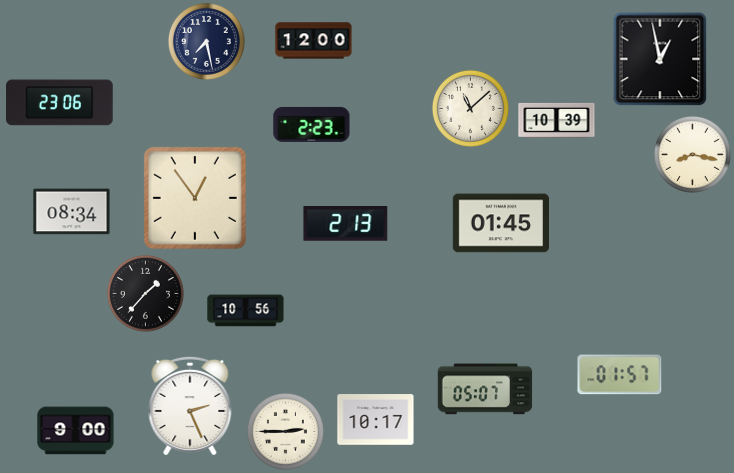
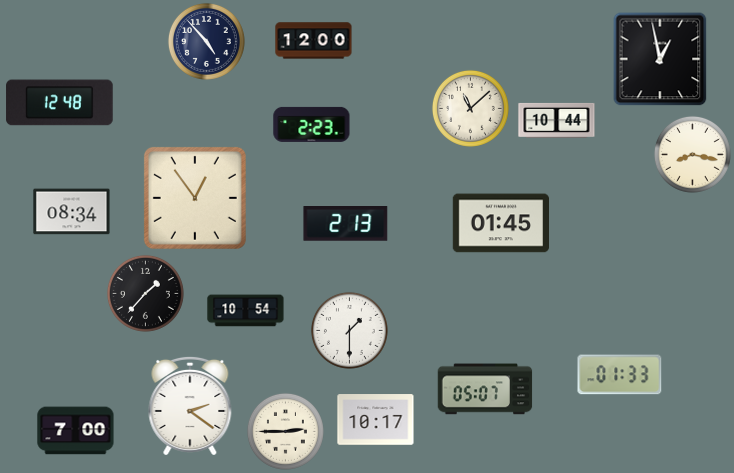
clock at (206, 41): 7:28 -> 4:53
clock at (60, 103): 23:06 -> 12:48
clock at (557, 120): 10:39 -> 10:44
clock at (246, 311): 10:56 -> 10:54
clock at (349, 330): none -> 1:30
clock at (620, 375): 01:57 -> 01:33
clock at (190, 406): 2:26 -> 2:21
clock at (76, 431): 9:00 -> 7:00
